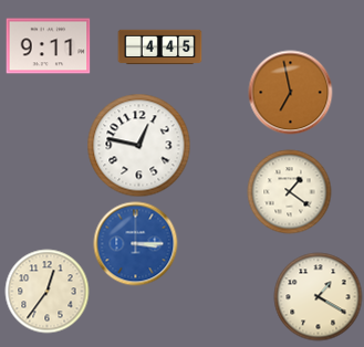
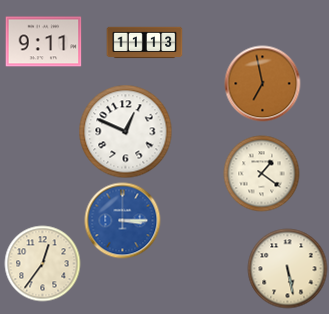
clock at (160, 48): 4:45 -> 11:13
clock at (139, 146): 12:47 -> 12:49
clock at (319, 297): 1:20 -> 5:28
